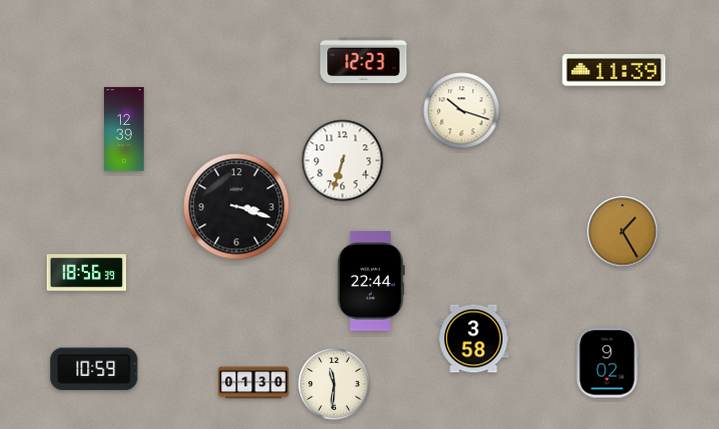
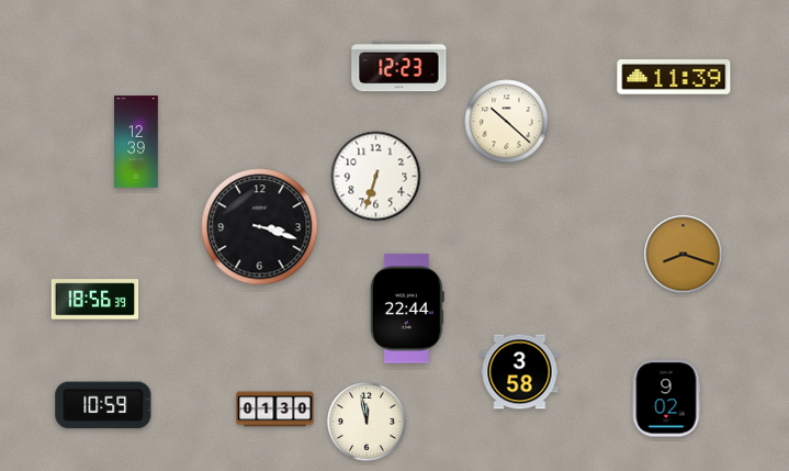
clock at (462, 111): 10:18 -> 10:22
clock at (623, 232): 1:25 -> 8:18
clock at (254, 383) position: (254, 383) -> (275, 410)
clock at (334, 384): 11:31 -> 11:58
